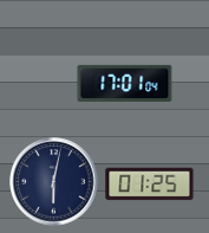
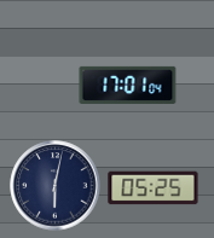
clock at (150, 185): 01:25 -> 05:25
